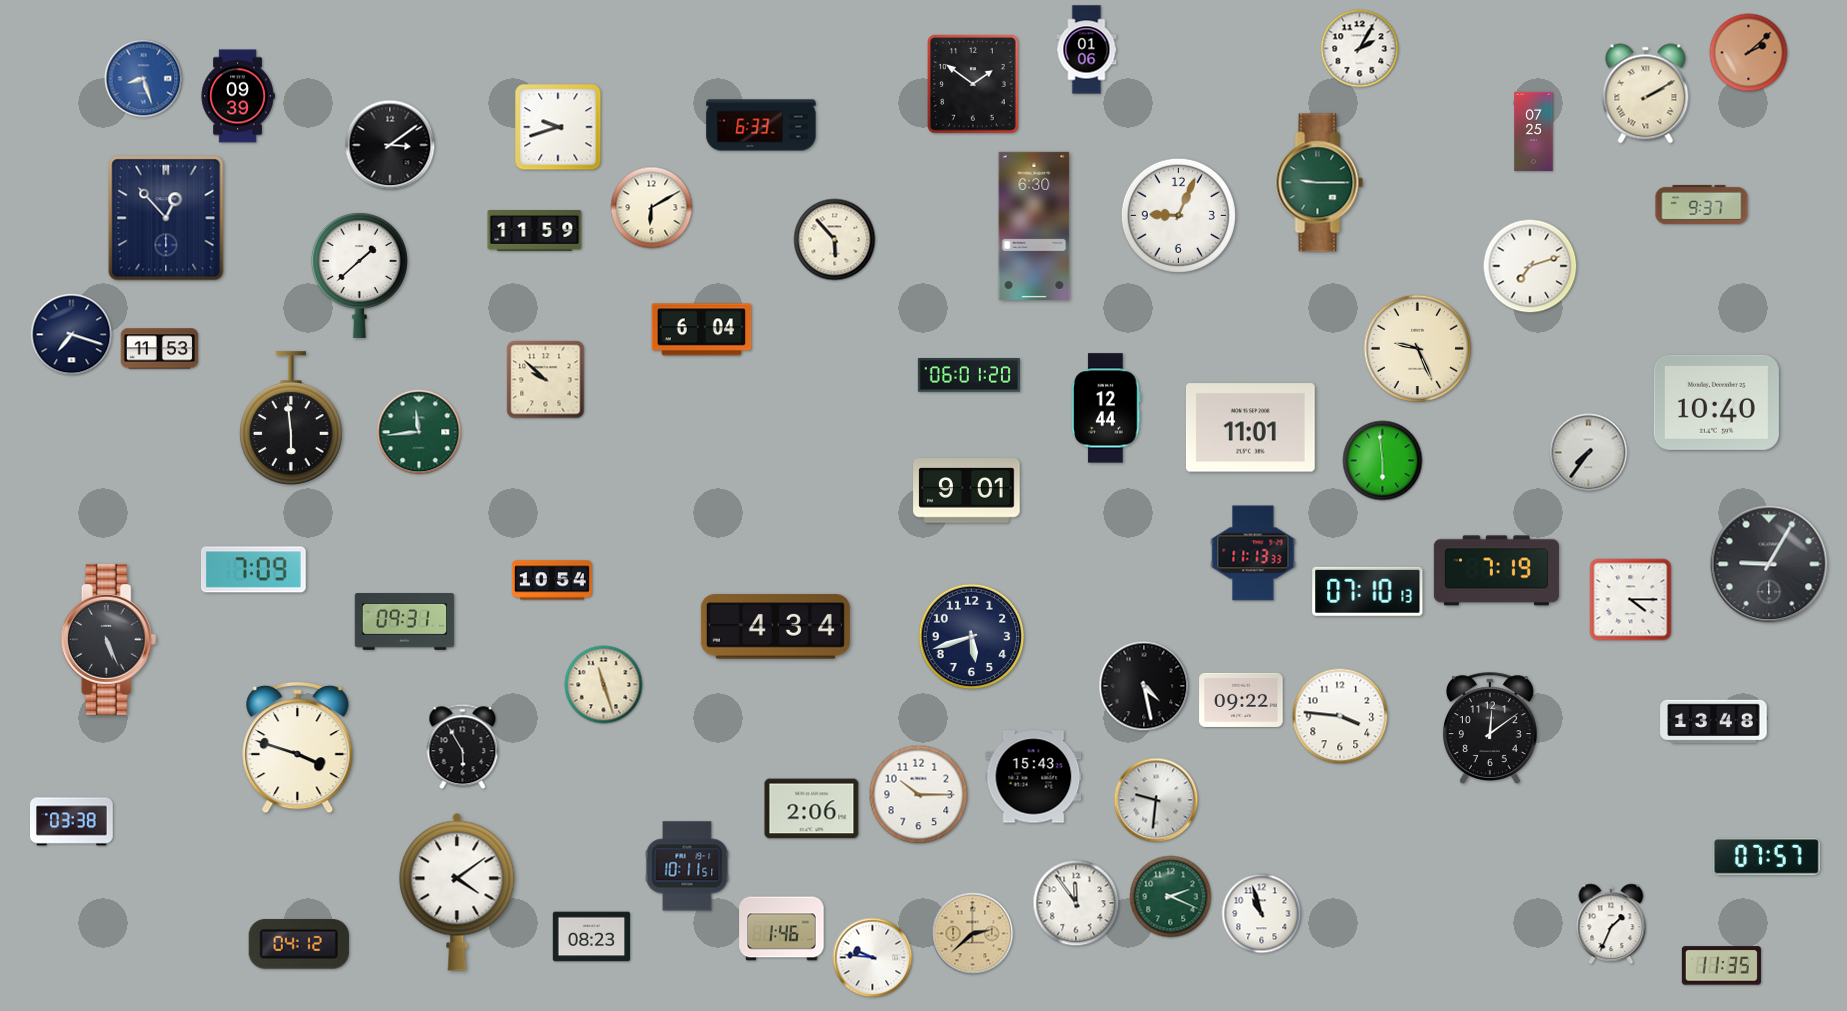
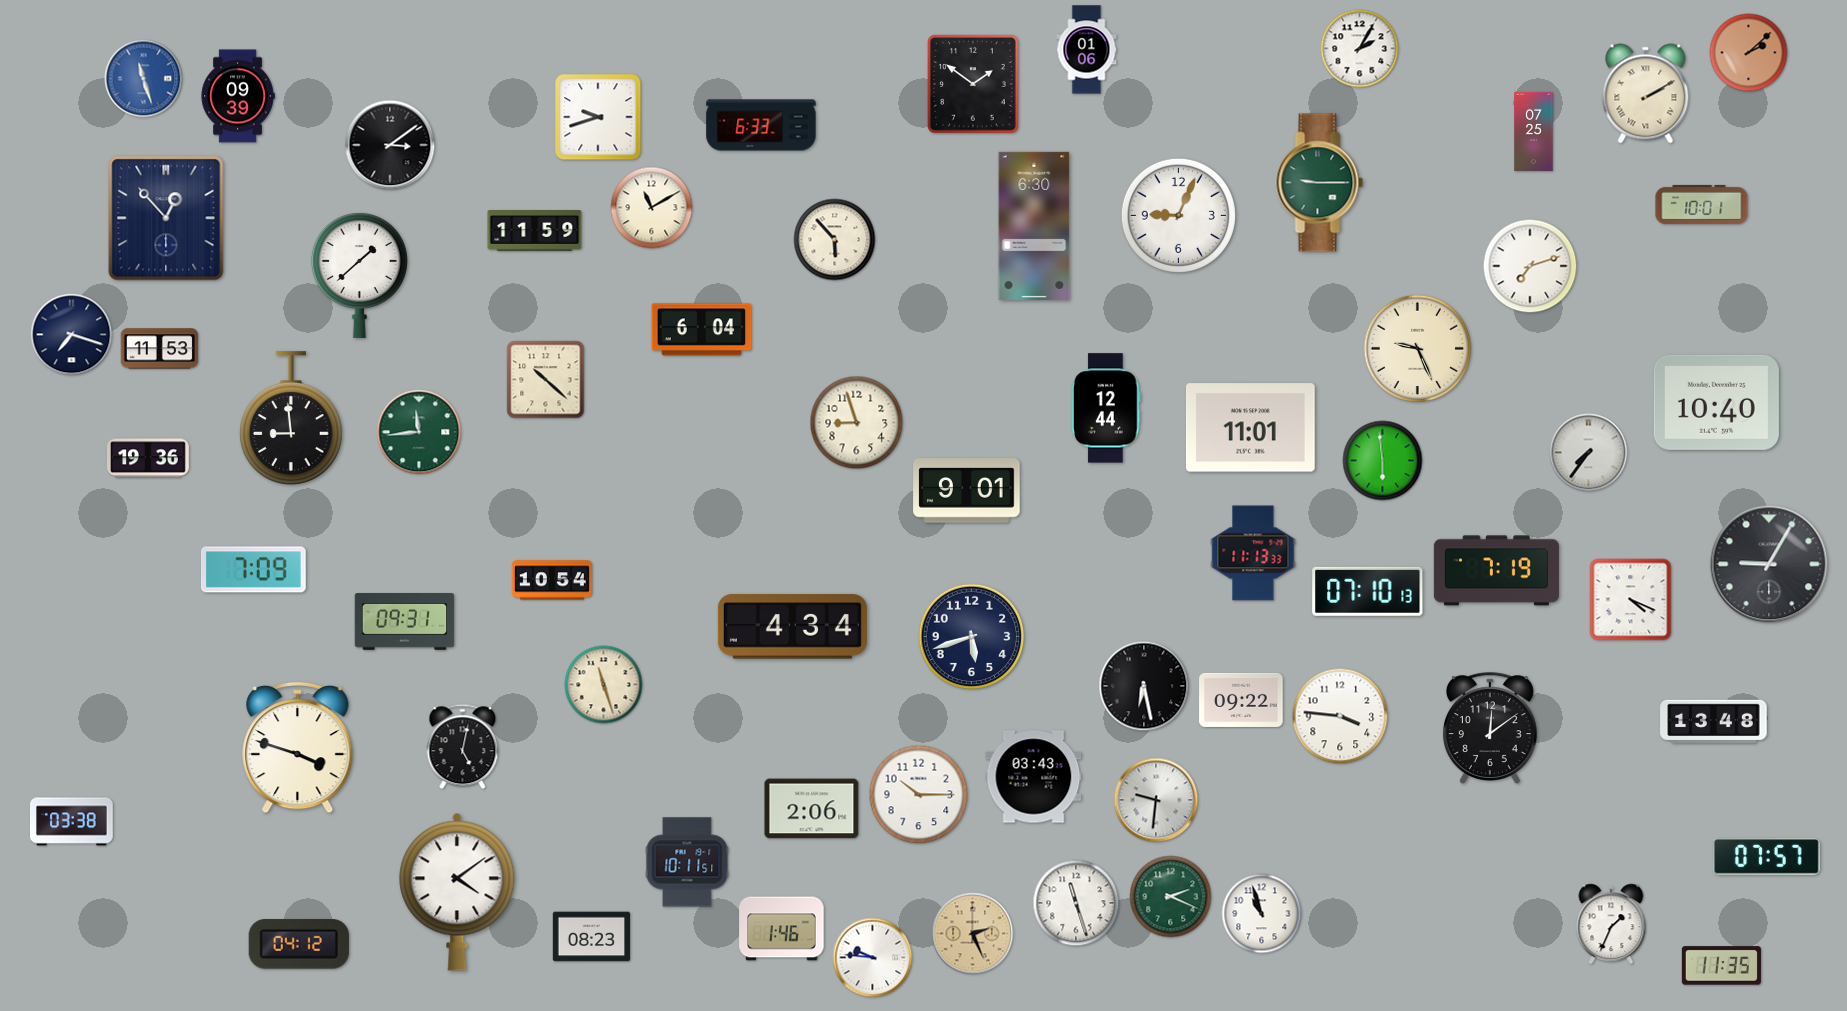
clock at (144, 79): 8:27 -> 11:27
clock at (558, 127) position: (558, 127) -> (598, 117)
clock at (1702, 204): 9:37 -> 10:01
clock at (652, 208): 6:10 -> 11:10
clock at (969, 375): 06:01 -> none
clock at (546, 380): 9:52 -> 10:22
clock at (292, 418): 5:59 -> 8:59
clock at (857, 423): none -> 8:57
clock at (149, 458): none -> 19:36
clock at (1631, 600): 4:15 -> 4:19
clock at (775, 627) position: (775, 627) -> (792, 627)
clock at (109, 639): 5:26 -> none
clock at (1144, 686): 4:28 -> 6:28
clock at (463, 747): 5:55 -> 5:02
clock at (1034, 777): 15:43 -> 03:43
clock at (687, 866) position: (687, 866) -> (687, 862)
clock at (1076, 903): 11:54 -> 11:27
clock at (973, 934): 2:38 -> 2:26
